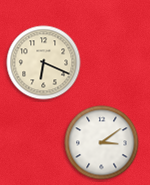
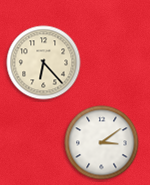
clock at (44, 63): 6:19 -> 6:23
